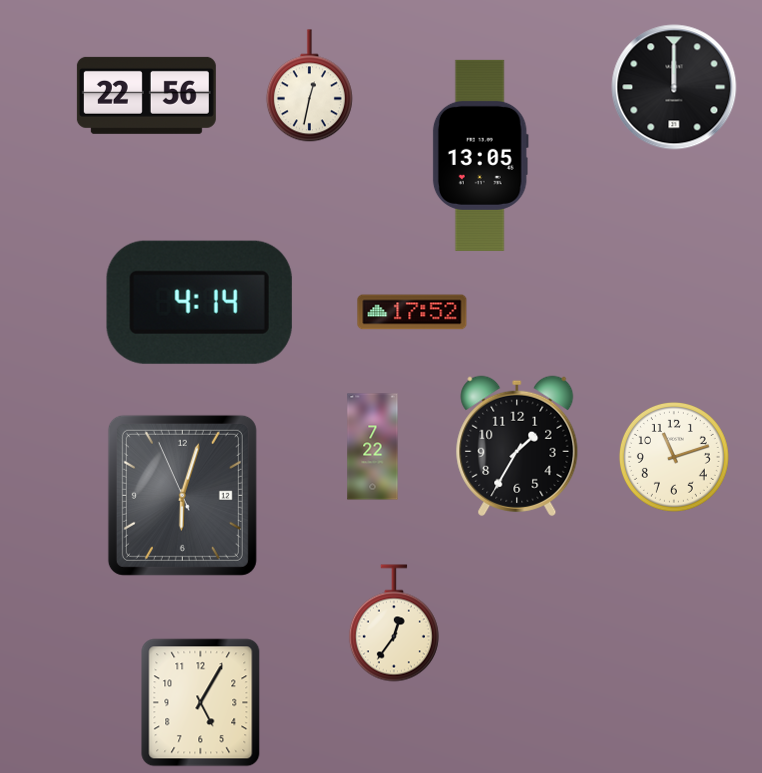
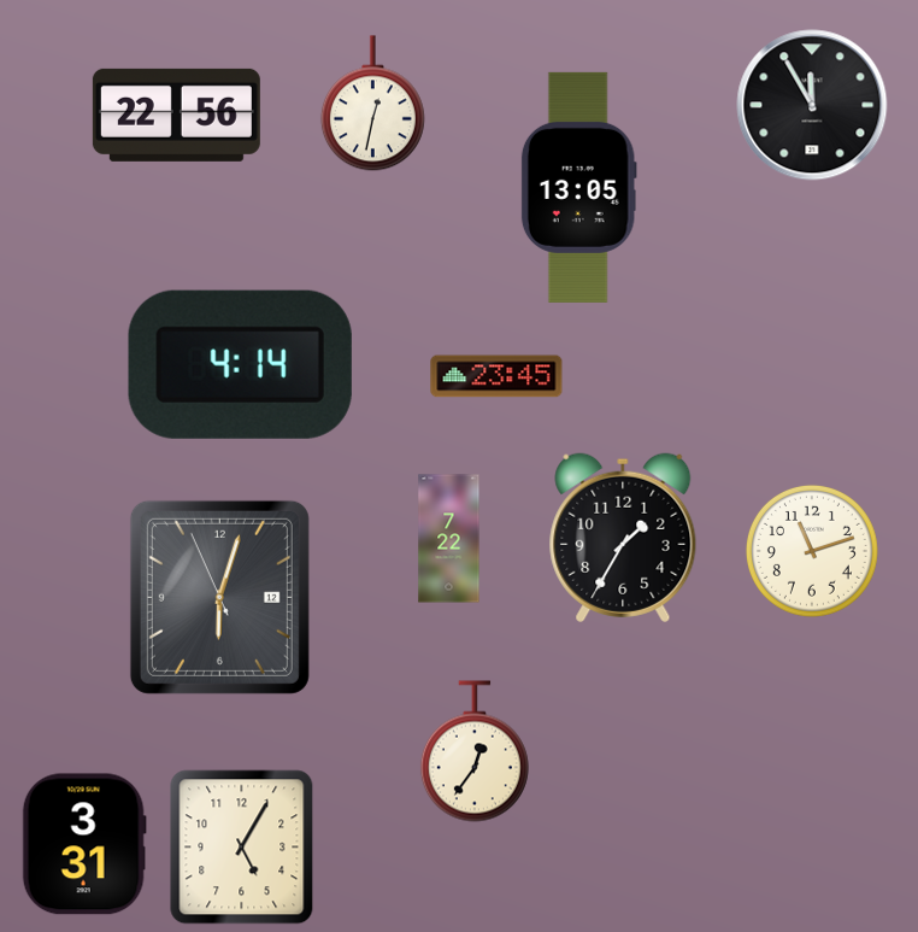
clock at (674, 87): 12:00 -> 11:55
clock at (412, 312): 17:52 -> 23:45
clock at (84, 844): none -> 3:31
